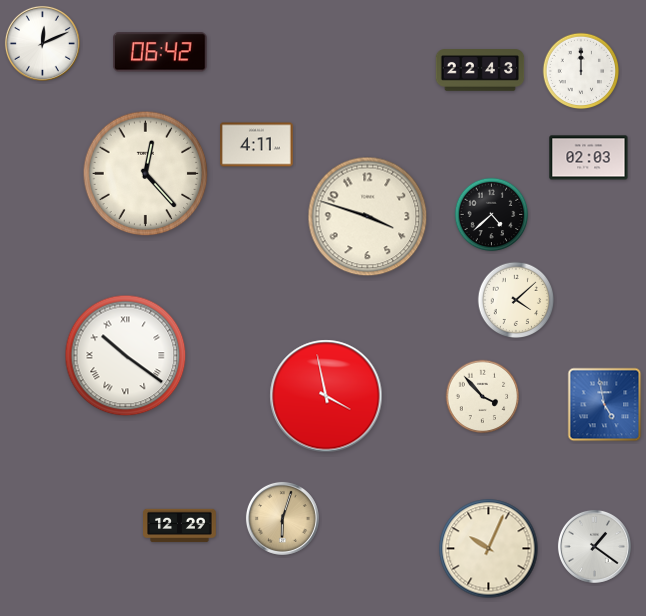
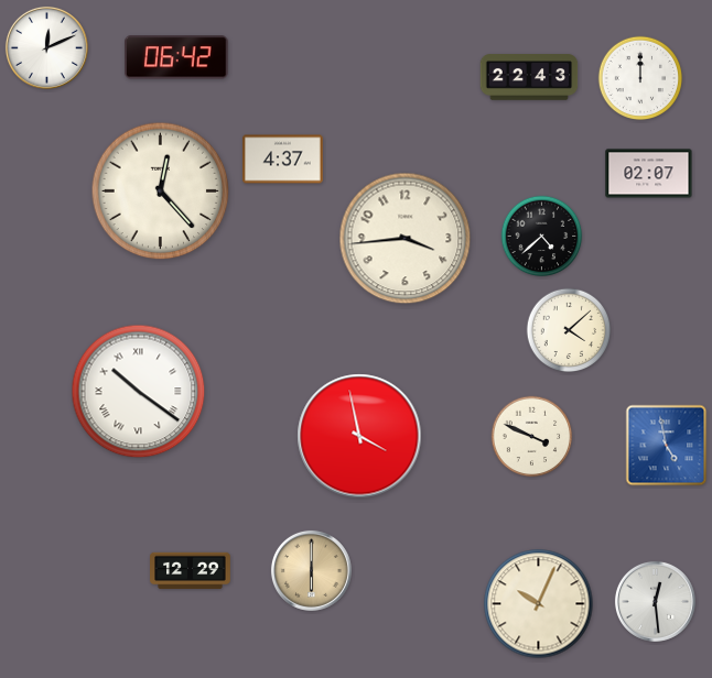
clock at (257, 145): 4:11 -> 4:37
clock at (589, 158): 02:03 -> 02:07
clock at (368, 217): 3:48 -> 3:44
clock at (483, 397): 3:53 -> 3:49
clock at (282, 518): 6:03 -> 6:00
clock at (180, 526) position: (180, 526) -> (191, 571)
clock at (594, 546): 1:21 -> 12:29
